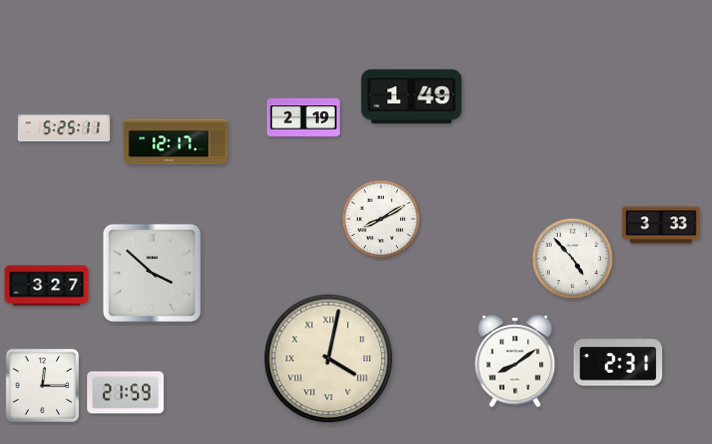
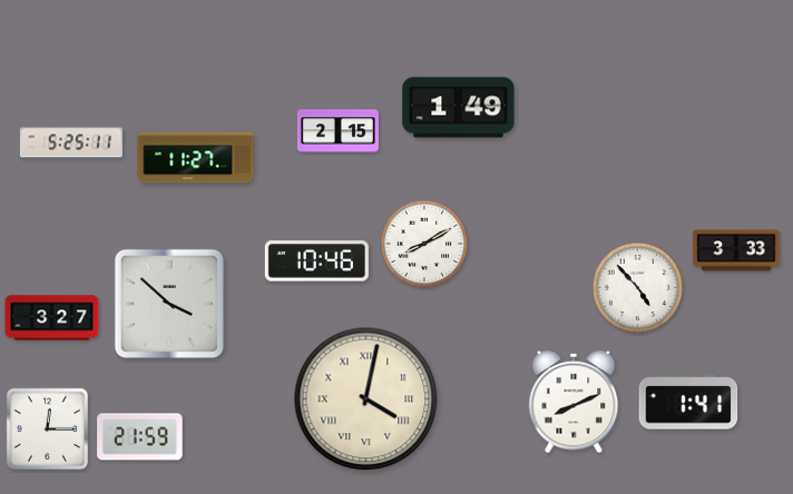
clock at (303, 118): 2:19 -> 2:15
clock at (176, 142): 12:17 -> 11:27
clock at (316, 261): none -> 10:46
clock at (515, 361): 8:09 -> 8:11
clock at (618, 361): 2:31 -> 1:41
